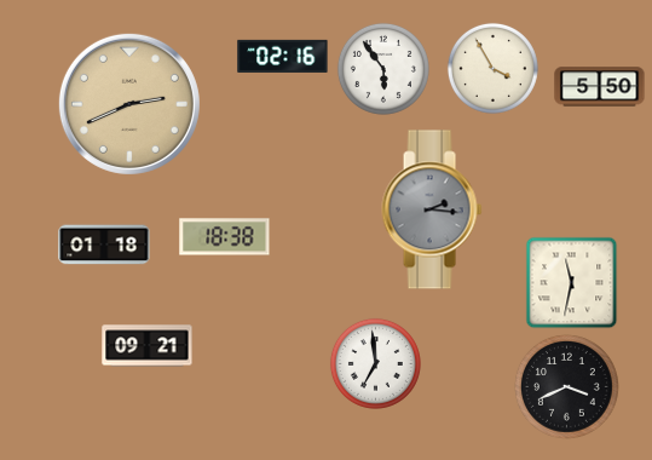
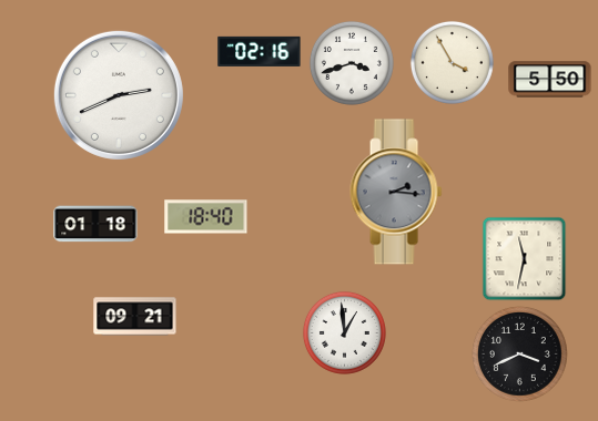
clock at (383, 69): 5:54 -> 3:42
clock at (129, 104) dial: champagne -> white
clock at (225, 237): 18:38 -> 18:40
clock at (375, 363): 6:59 -> 12:59
